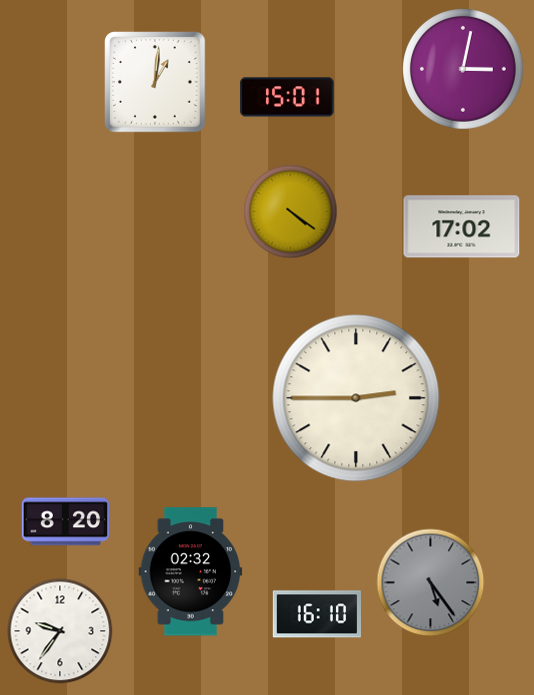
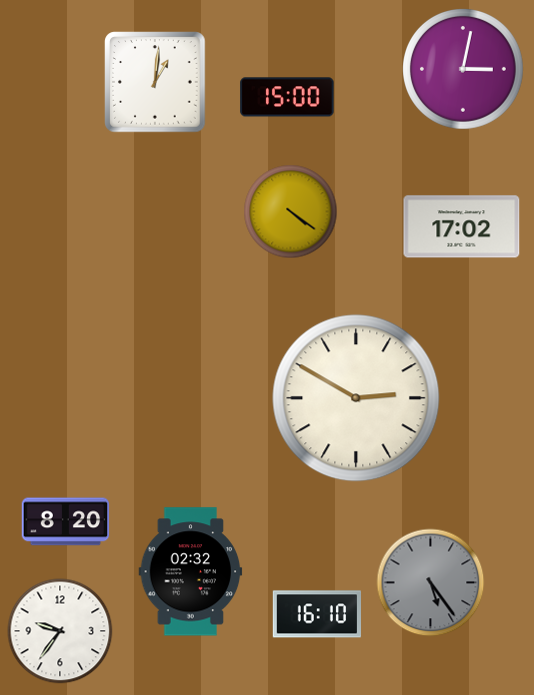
clock at (287, 97): 15:01 -> 15:00
clock at (356, 398): 2:45 -> 2:50
